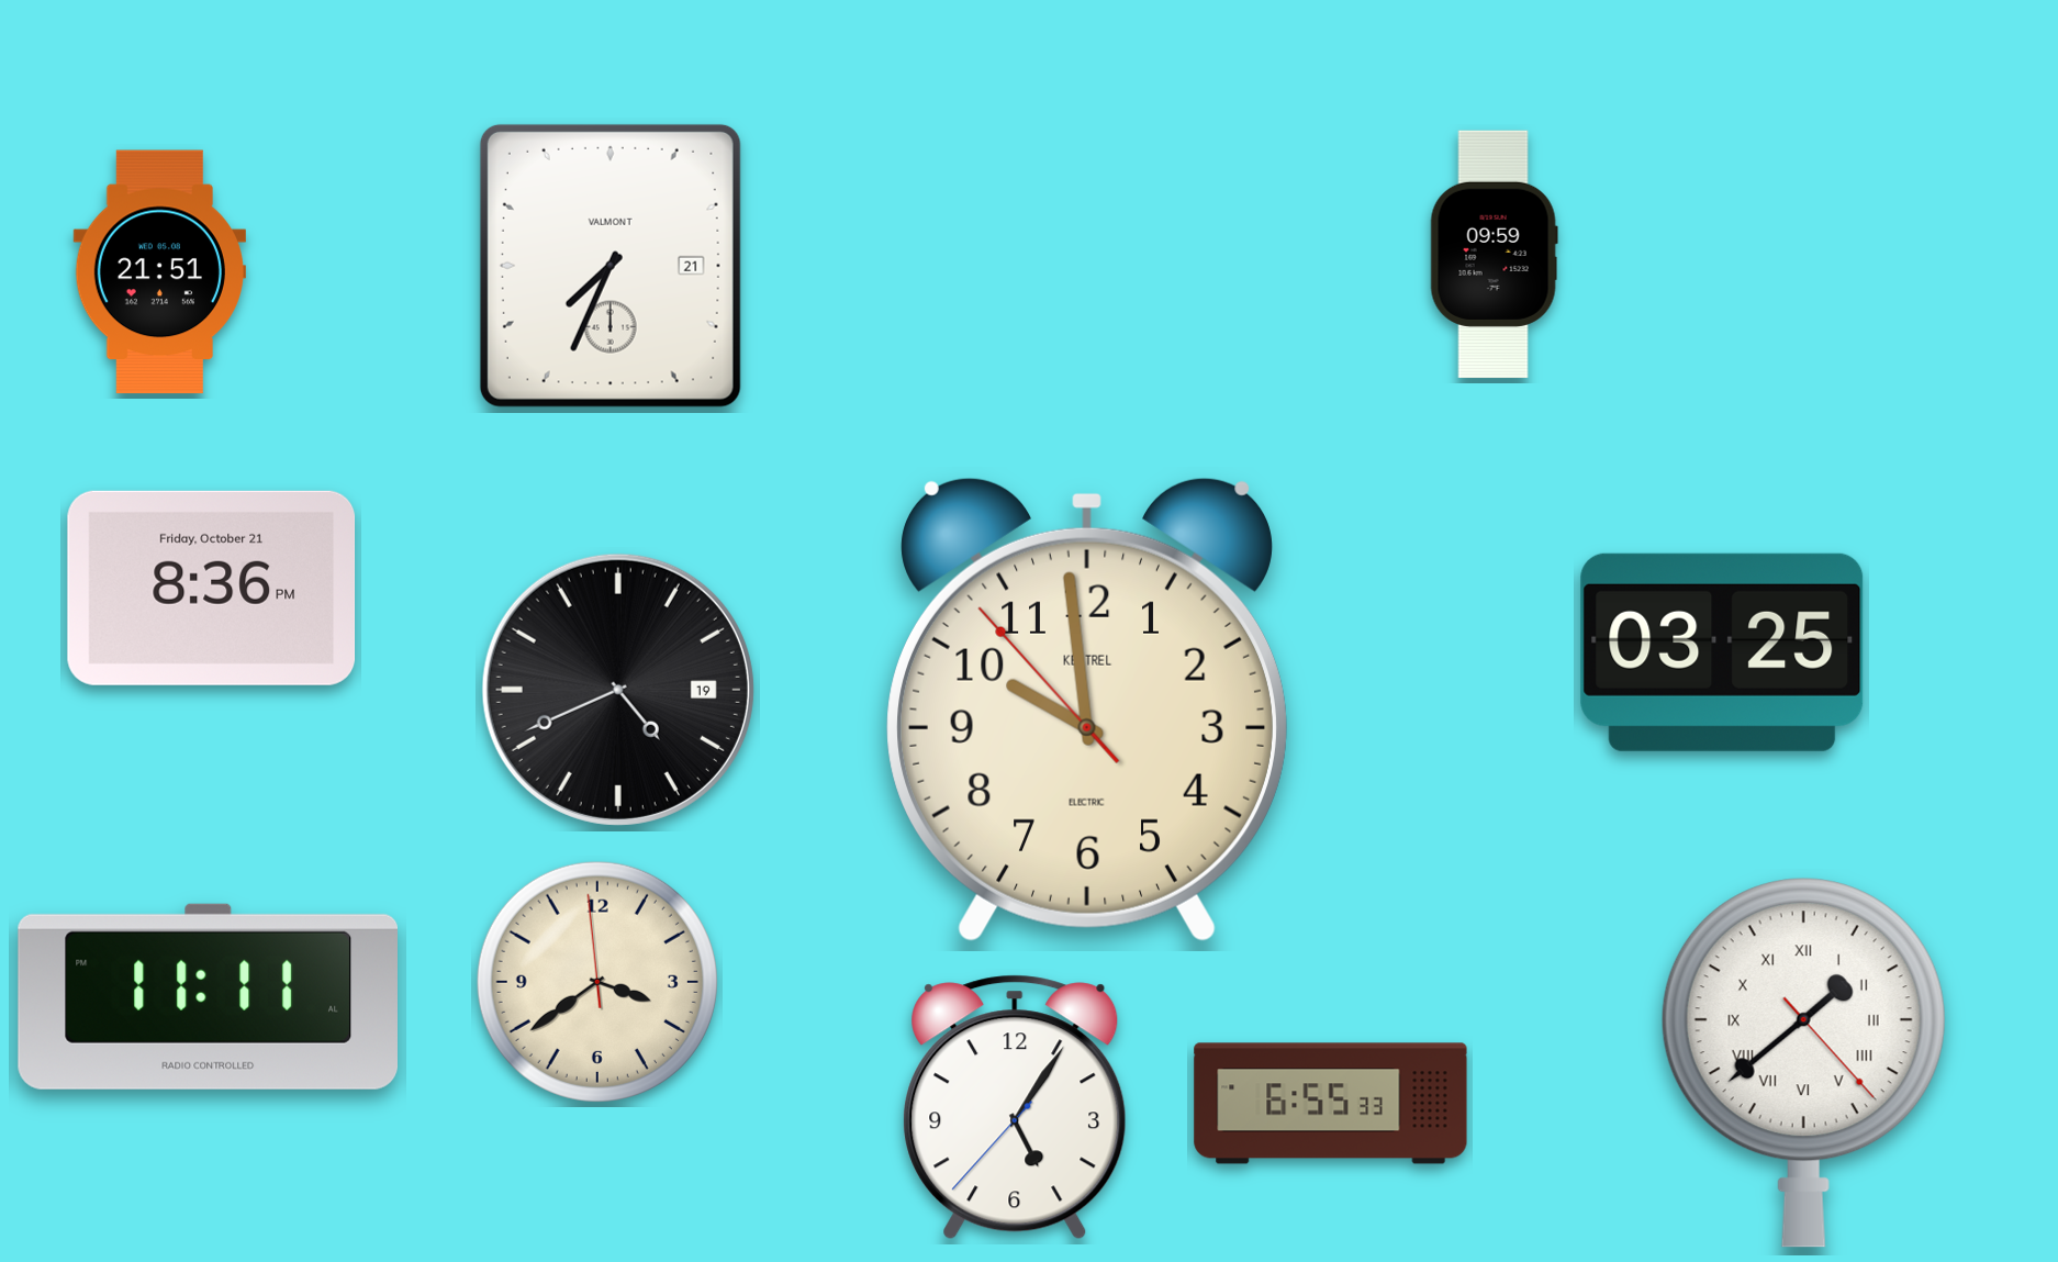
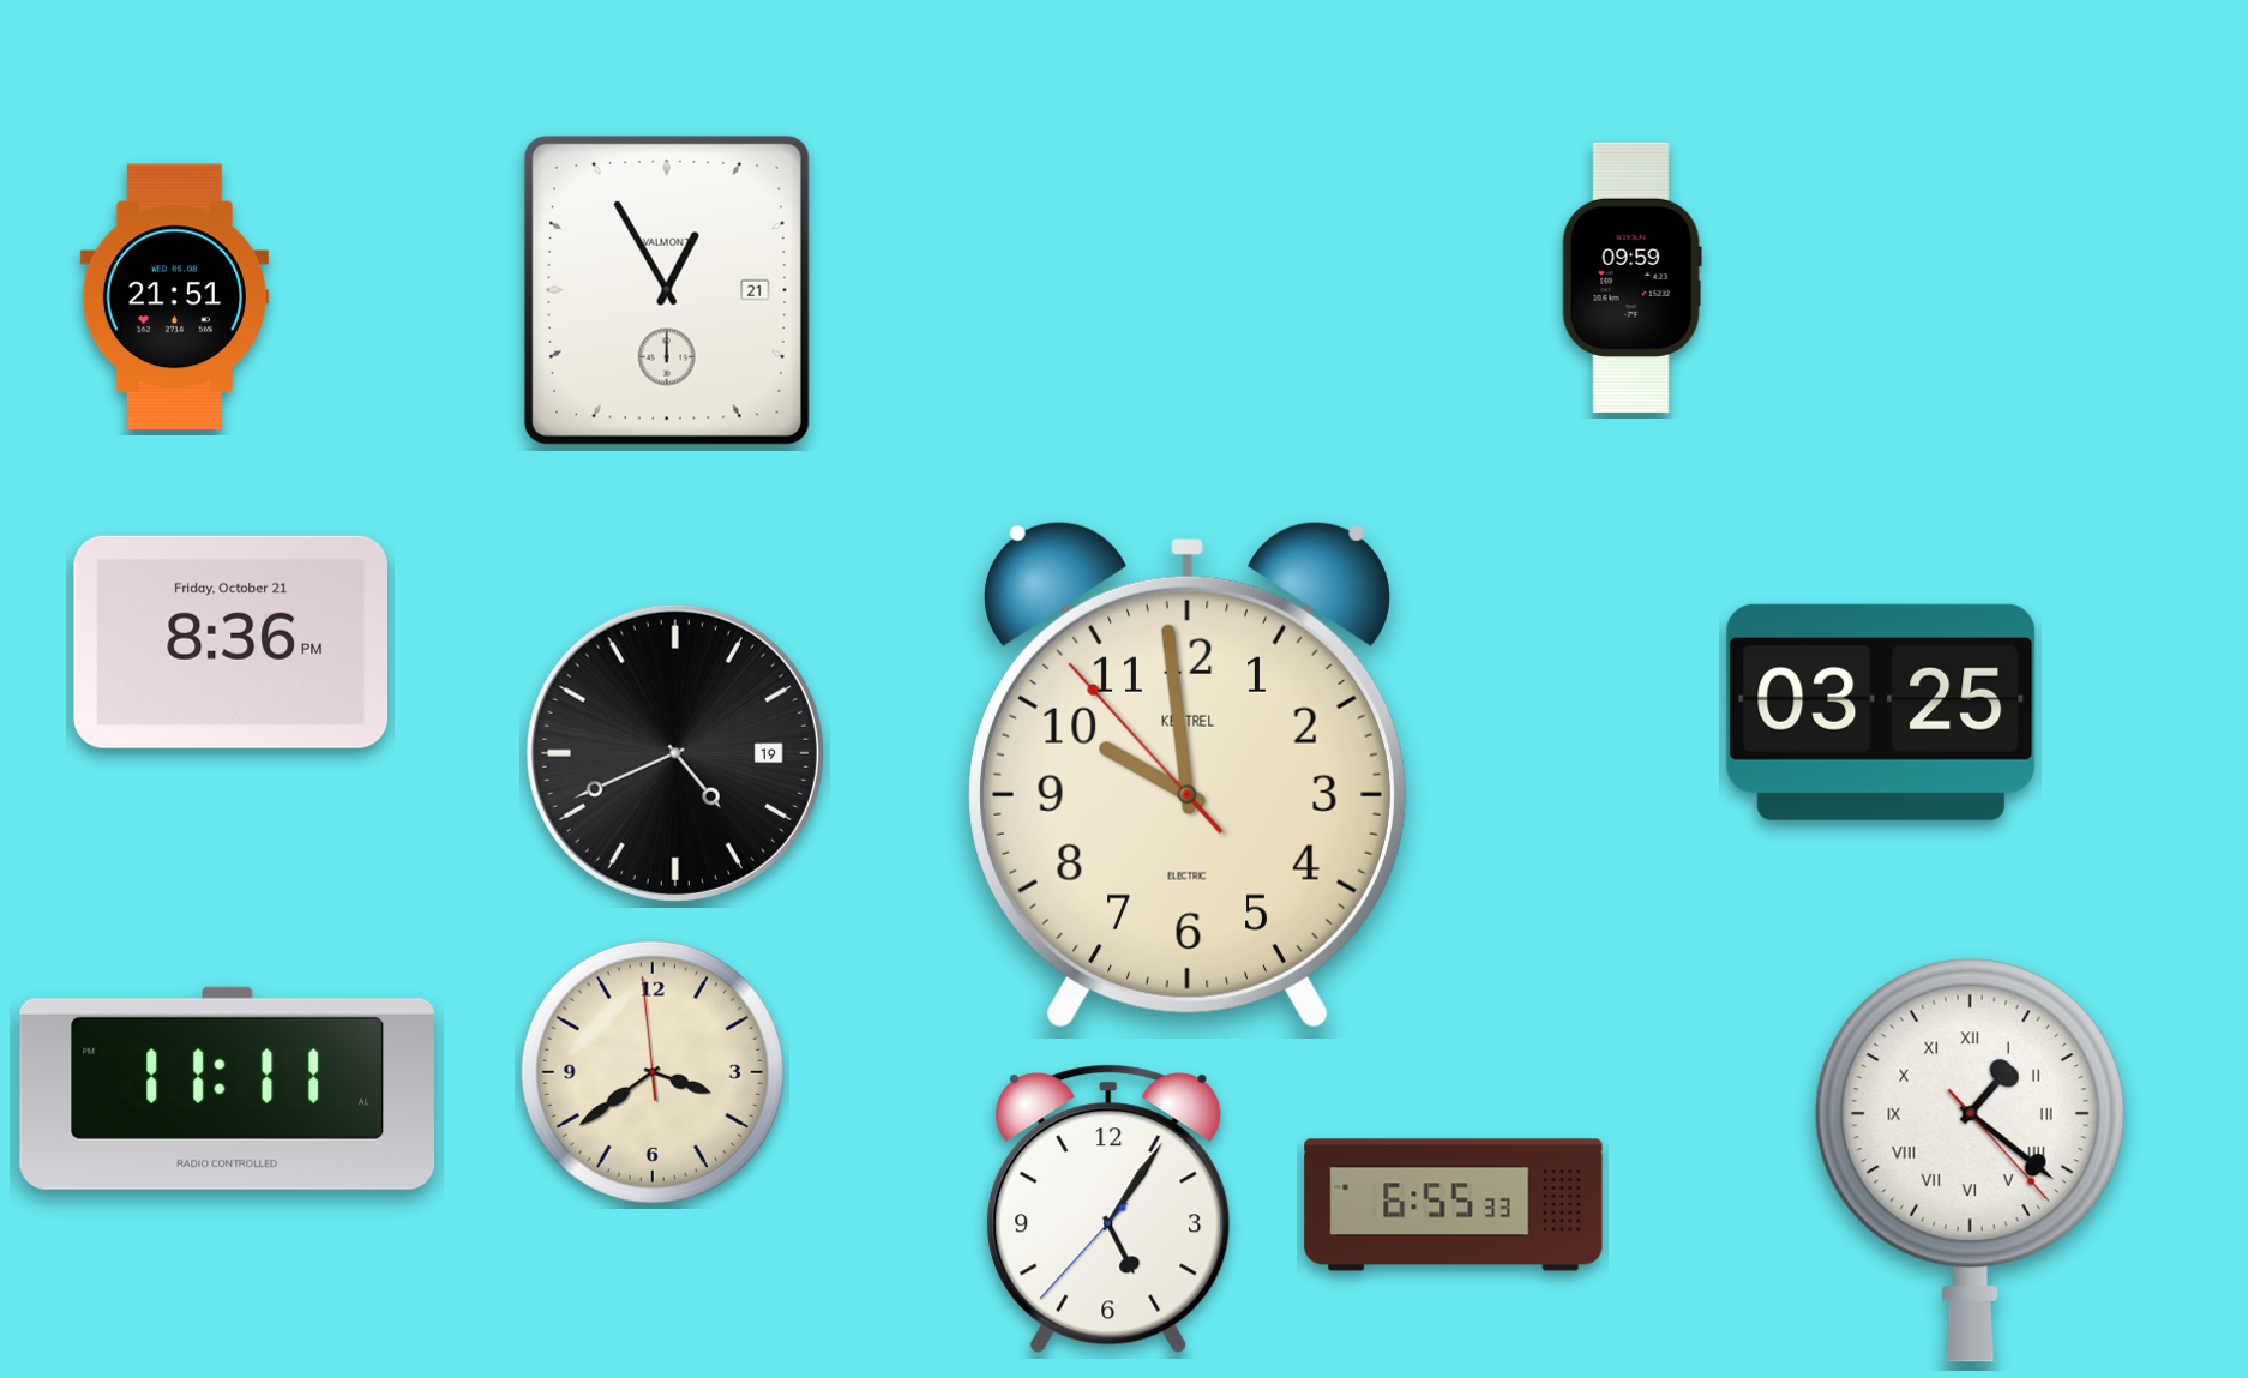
clock at (611, 266): 7:34 -> 12:55
clock at (1803, 1062): 1:38 -> 1:21
